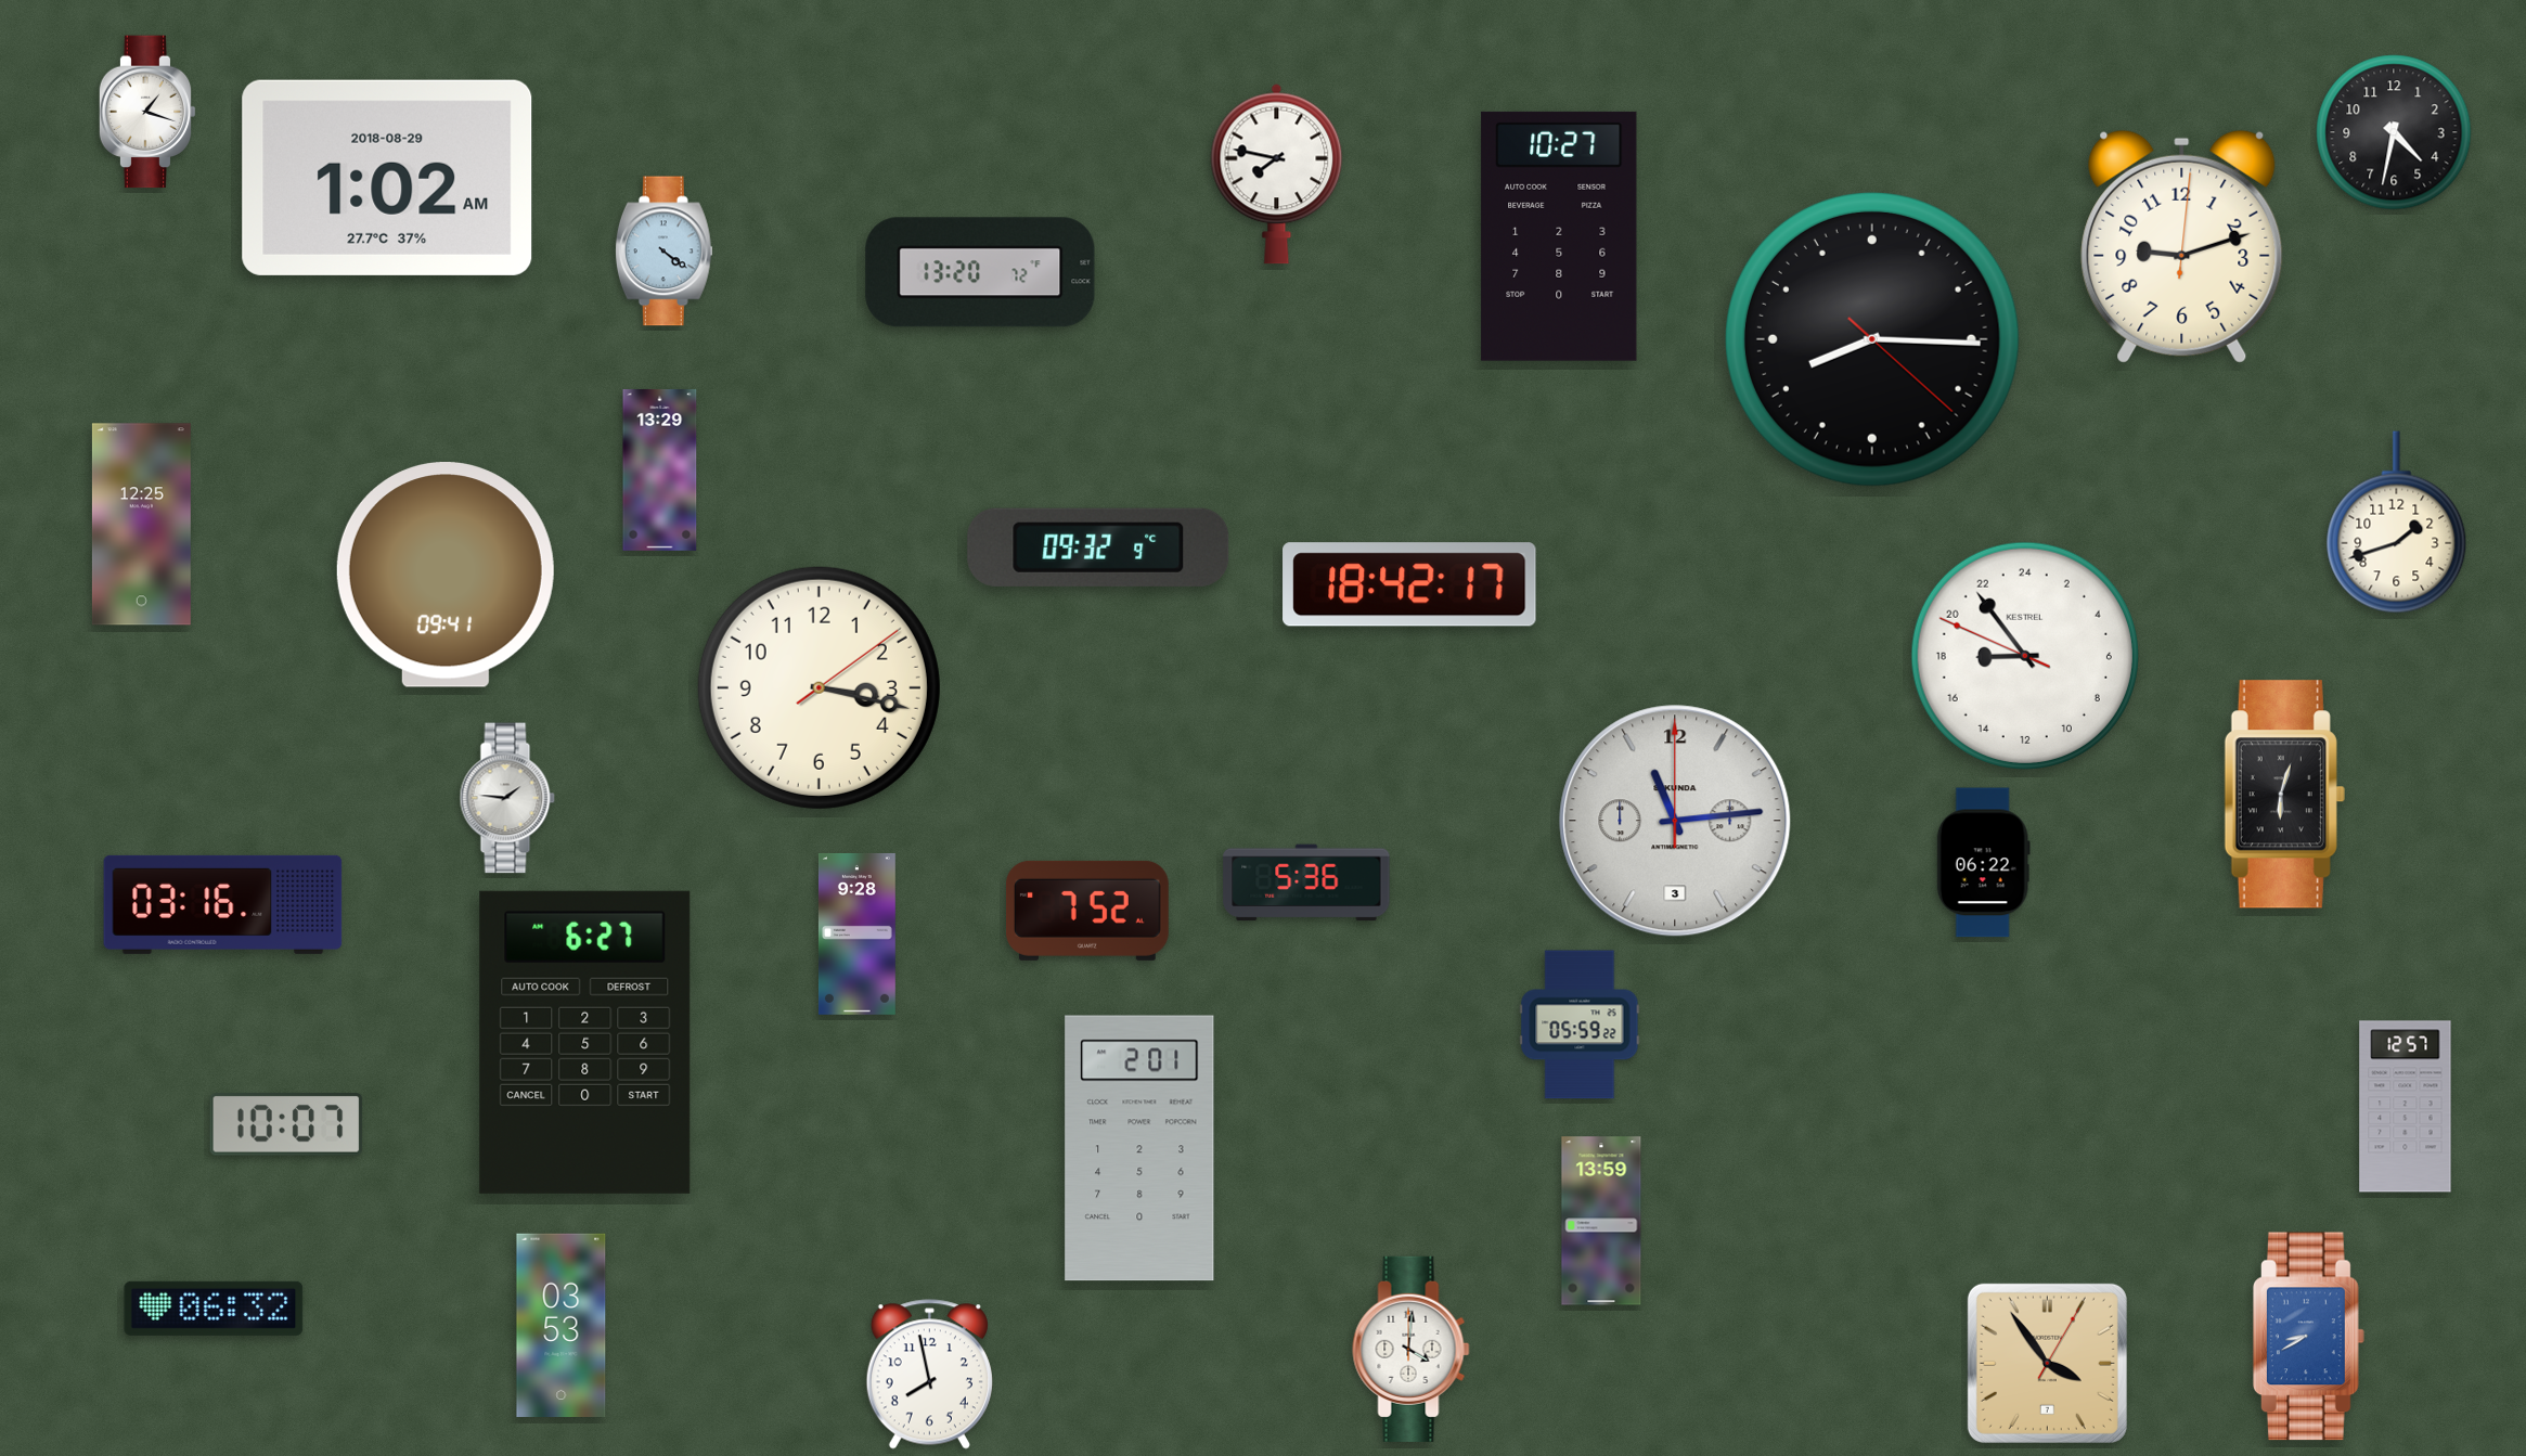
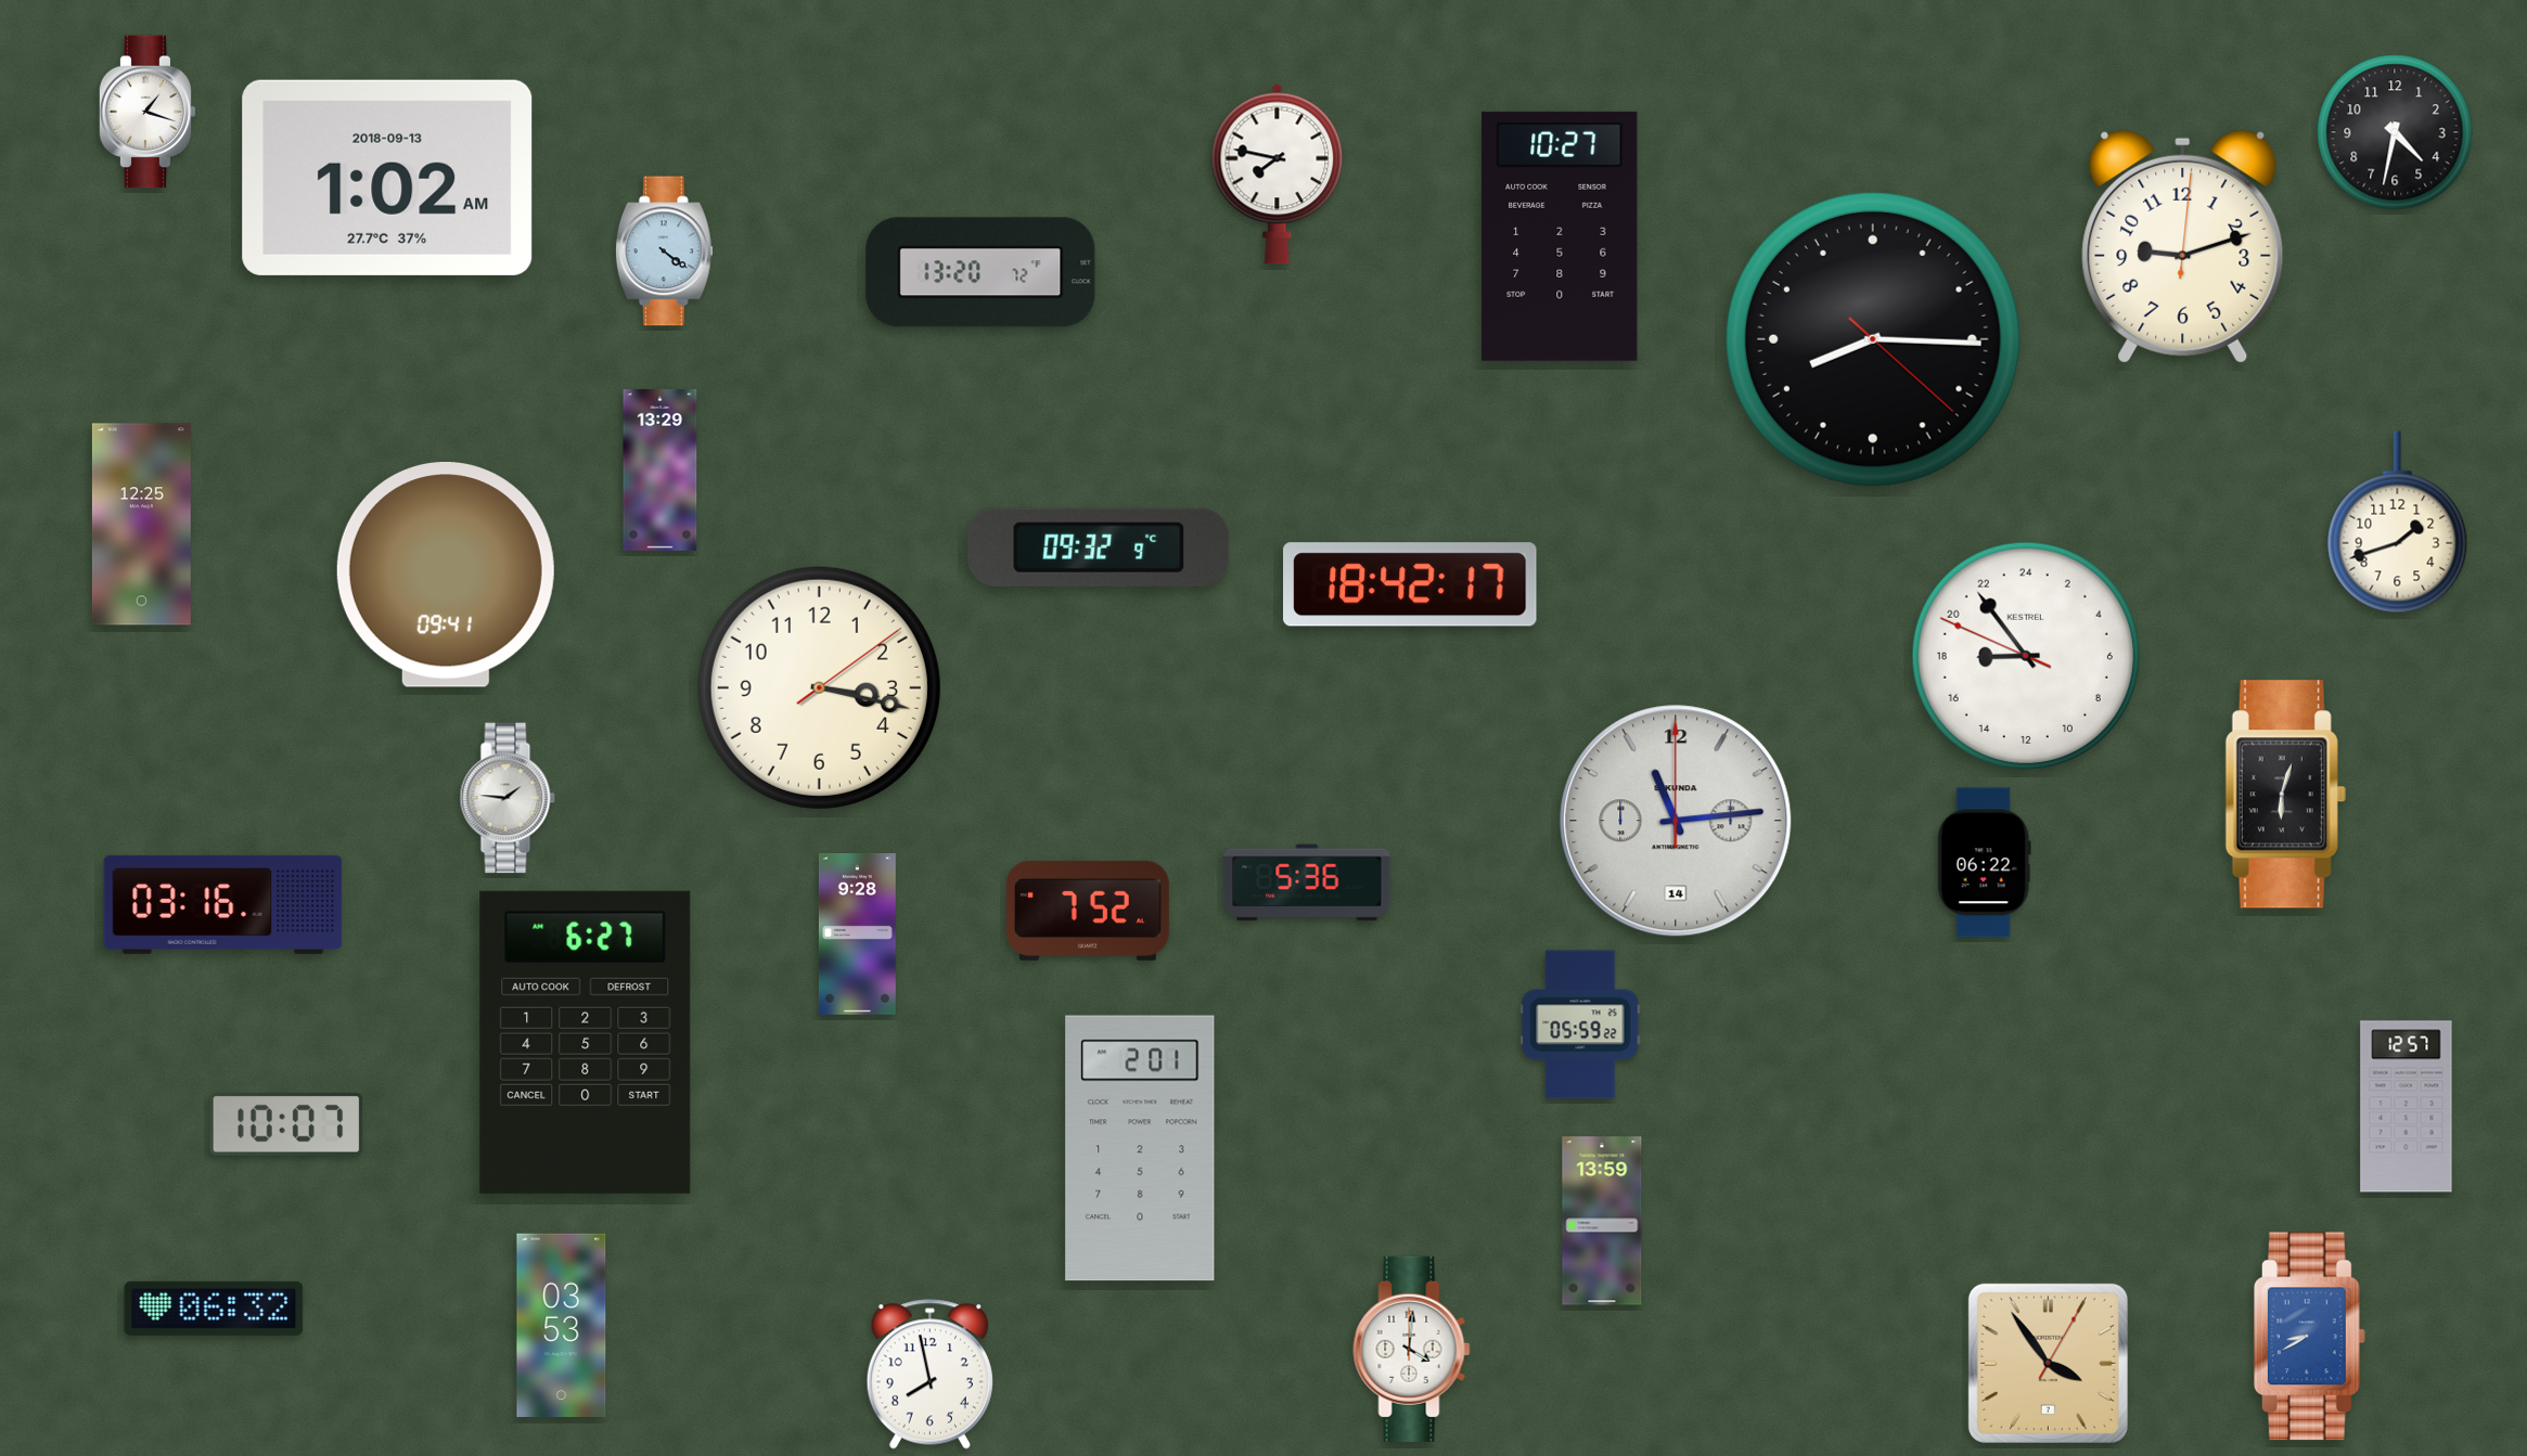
clock at (387, 178) date: 2018-08-29 -> 2018-09-13
clock at (1675, 821) date: 3 -> 14
